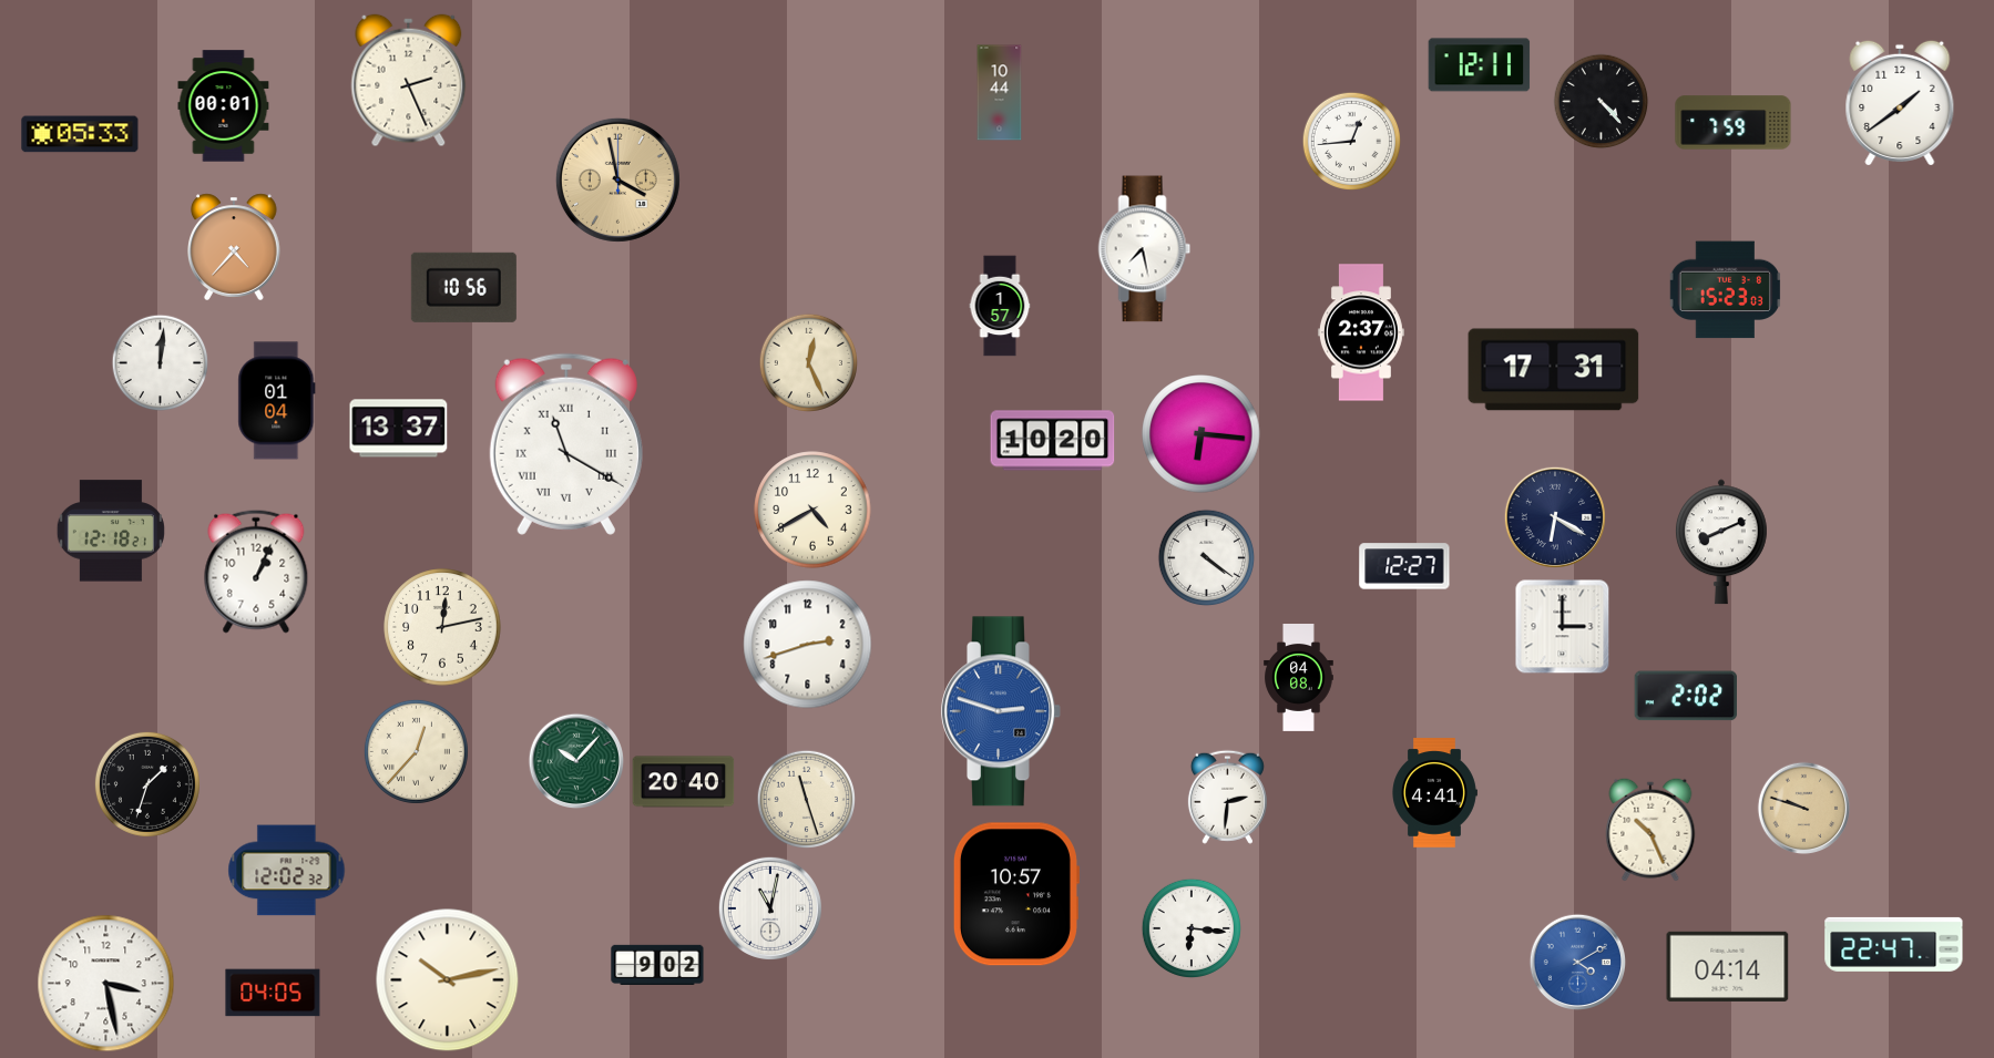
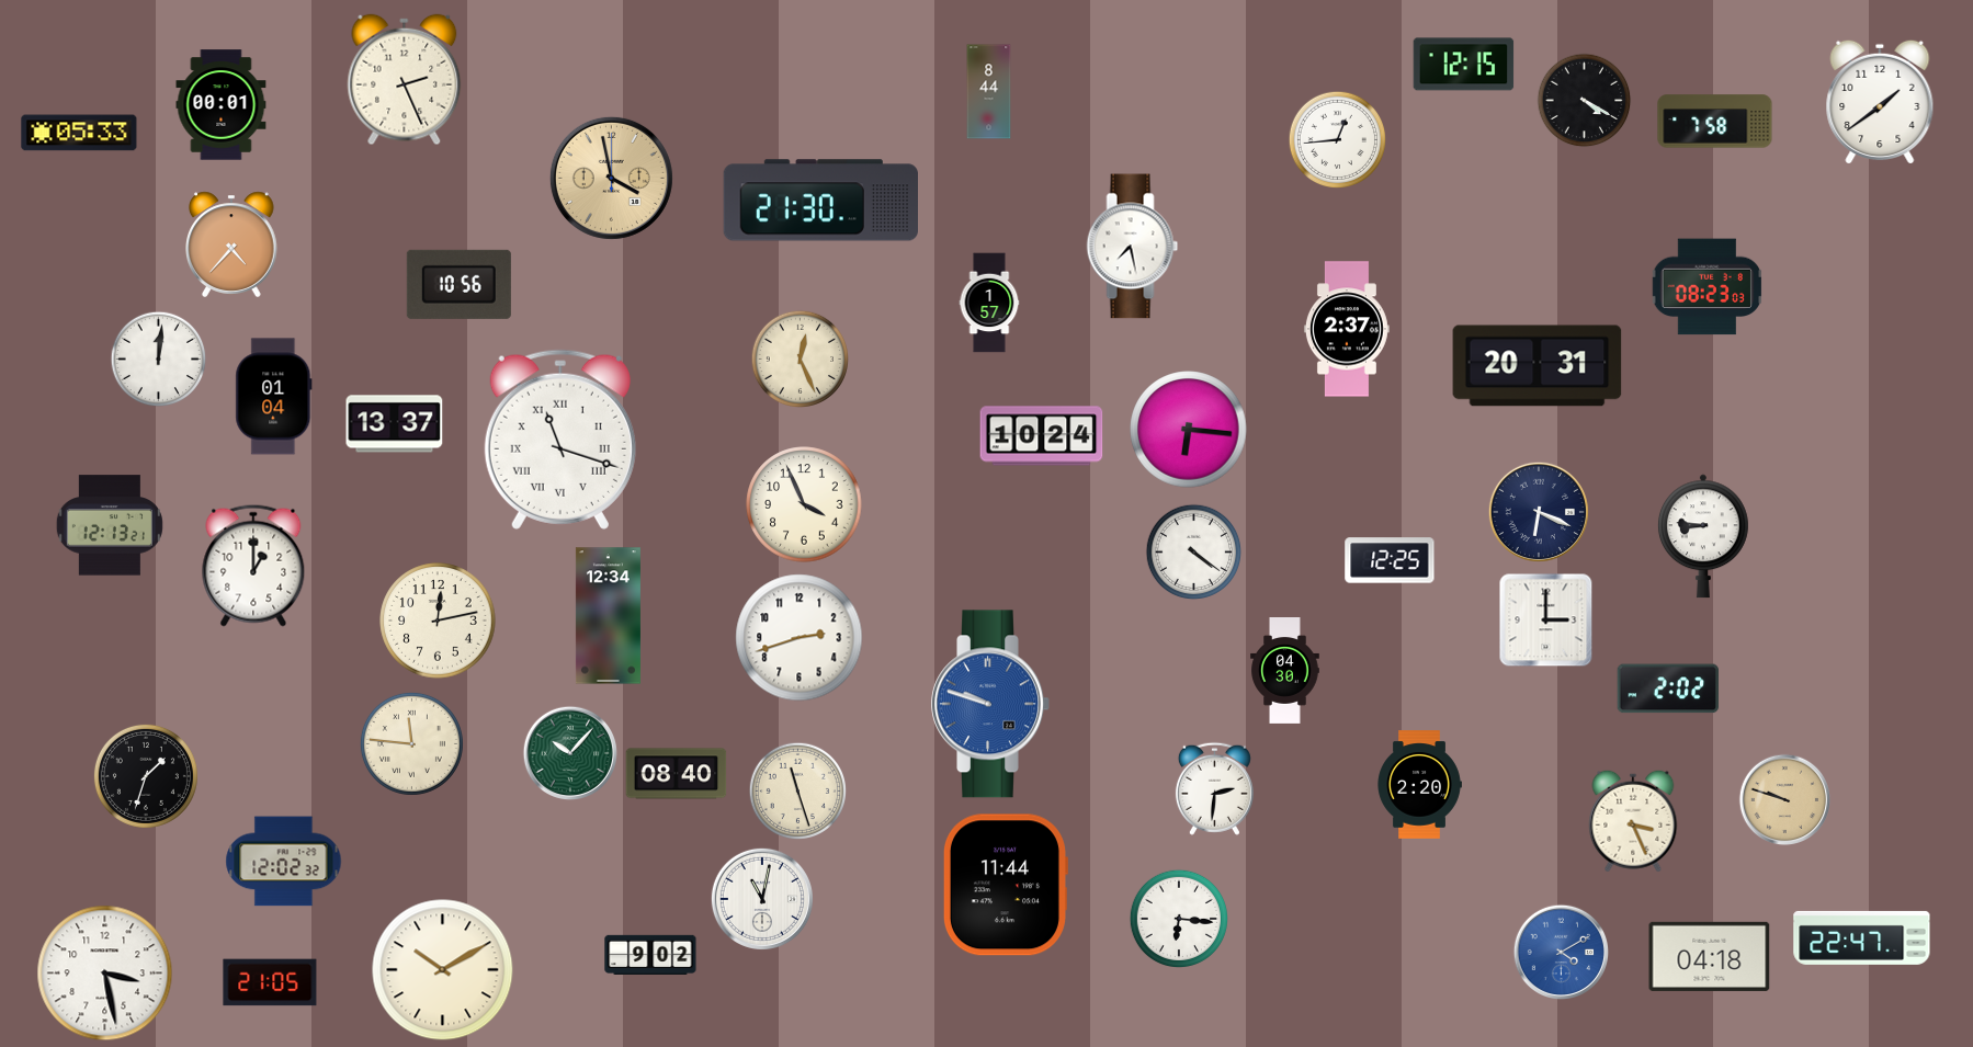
clock at (1480, 65): 12:11 -> 12:15
clock at (1000, 93): 10:44 -> 8:44
clock at (1602, 102): 4:23 -> 4:20
clock at (1734, 123): 7:59 -> 7:58
clock at (820, 201): none -> 21:30
clock at (1726, 290): 15:23 -> 08:23
clock at (1554, 370): 17:31 -> 20:31
clock at (1053, 441): 10:20 -> 10:24
clock at (566, 444): 11:20 -> 11:18
clock at (812, 510): 4:40 -> 3:56
clock at (1555, 517): 6:20 -> 6:19
clock at (111, 531): 12:18 -> 12:13
clock at (1721, 542): 8:11 -> 8:46
clock at (1404, 566): 12:27 -> 12:25
clock at (256, 572): 1:04 -> 1:00
clock at (608, 616): none -> 12:34
clock at (1299, 678): 04:08 -> 04:30
clock at (1001, 711): 2:48 -> 9:48
clock at (416, 751): 12:37 -> 11:46
clock at (684, 782): 20:40 -> 08:40
clock at (1434, 793): 4:41 -> 2:20
clock at (1650, 830): 10:26 -> 3:26
clock at (1015, 894): 10:57 -> 11:44
clock at (1894, 944) position: (1894, 944) -> (1862, 937)
clock at (1728, 966): 04:14 -> 04:18
clock at (448, 980): 10:13 -> 10:10
clock at (273, 993): 04:05 -> 21:05
